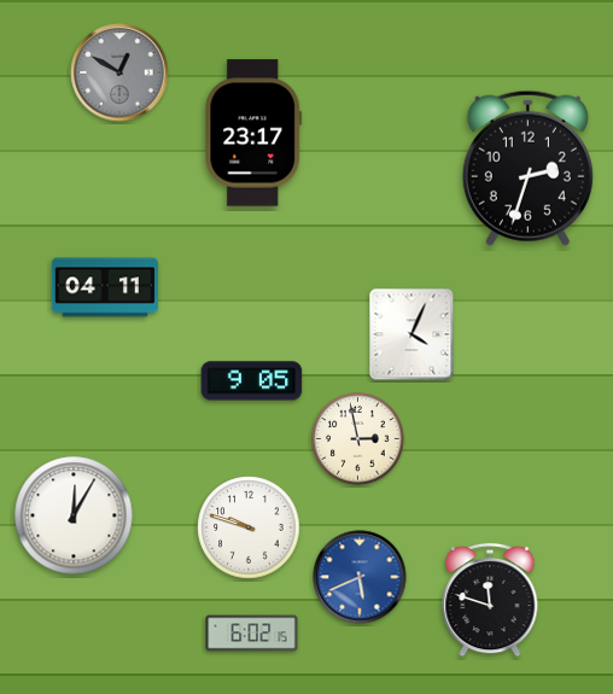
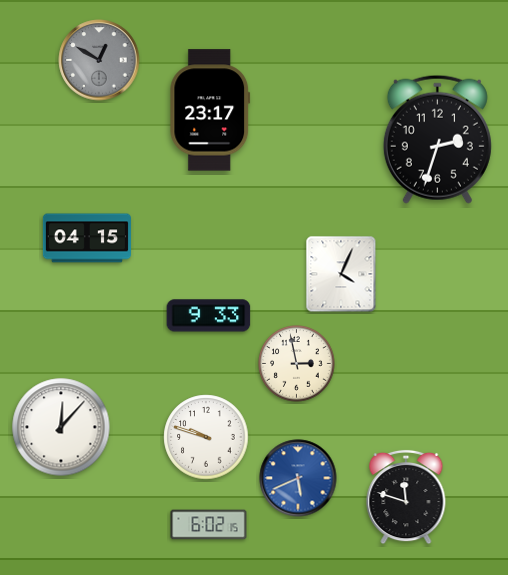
clock at (105, 287): 04:11 -> 04:15
clock at (411, 334) position: (411, 334) -> (341, 274)
clock at (252, 381): 9:05 -> 9:33
clock at (74, 515): 12:05 -> 12:07
